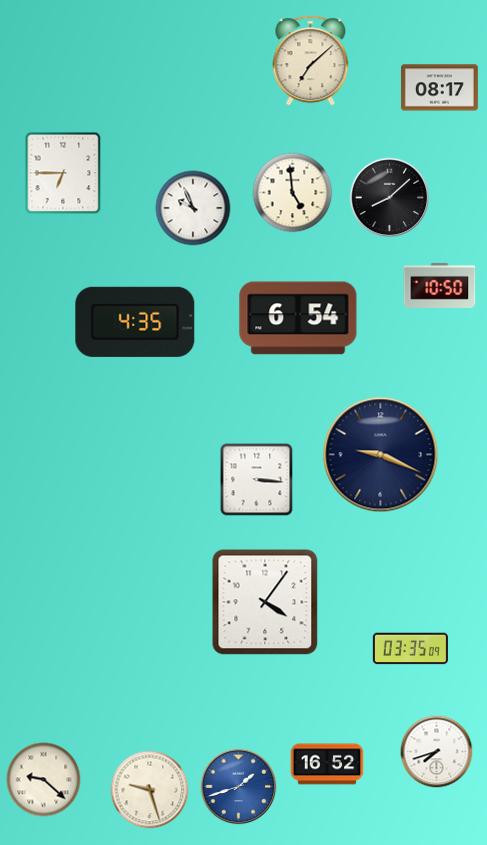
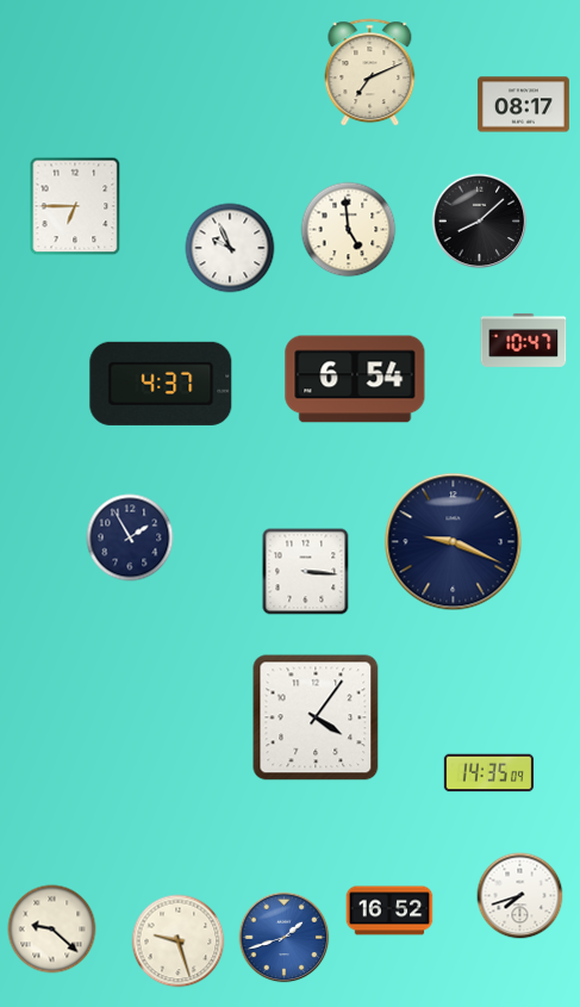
clock at (311, 61): 7:08 -> 7:11
clock at (390, 198) position: (390, 198) -> (480, 222)
clock at (440, 285): 10:50 -> 10:47
clock at (135, 322): 4:35 -> 4:37
clock at (130, 537): none -> 1:55
clock at (410, 649): 03:35 -> 14:35
